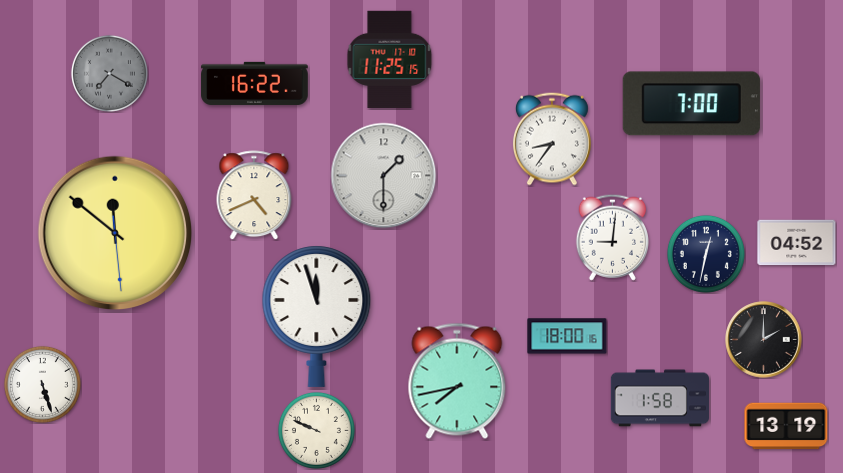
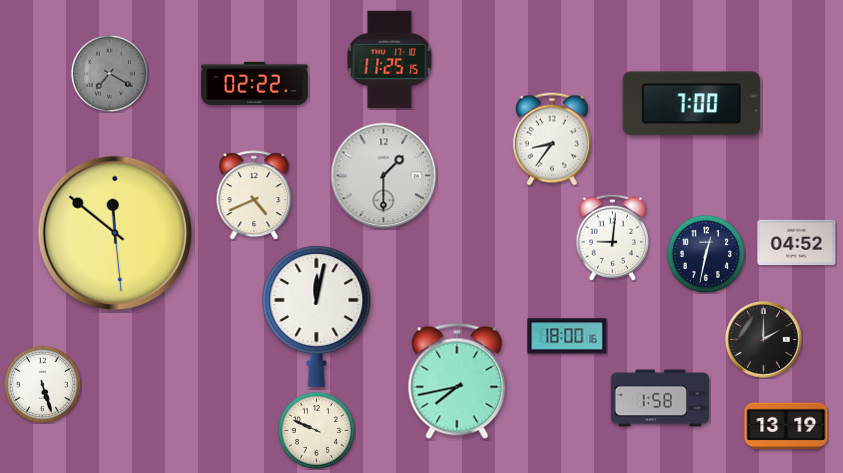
clock at (255, 83): 16:22 -> 02:22
clock at (317, 316): 11:57 -> 12:02
